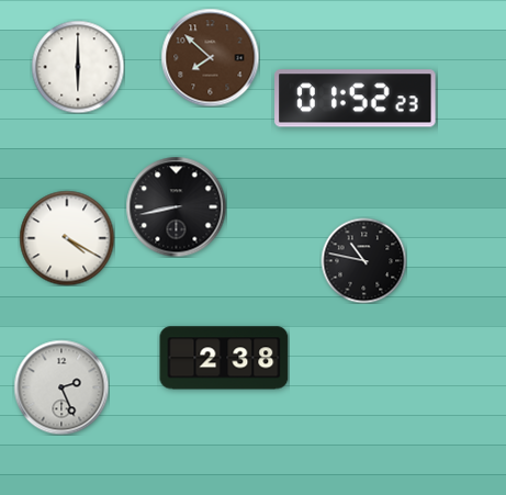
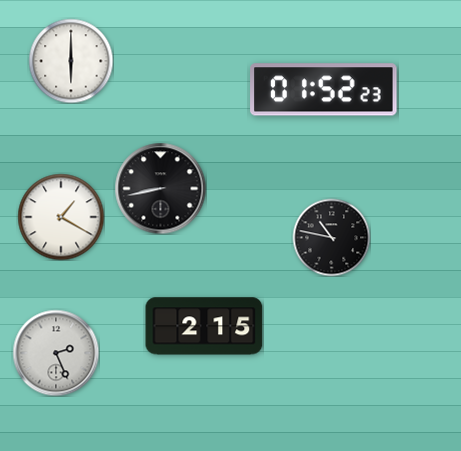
clock at (210, 57): 7:52 -> none
clock at (67, 238): 4:20 -> 1:20
clock at (224, 358): 2:38 -> 2:15
